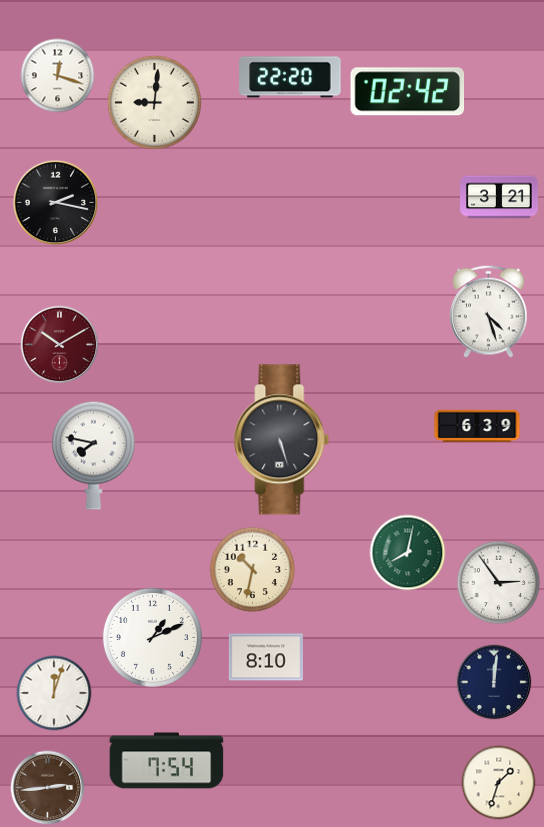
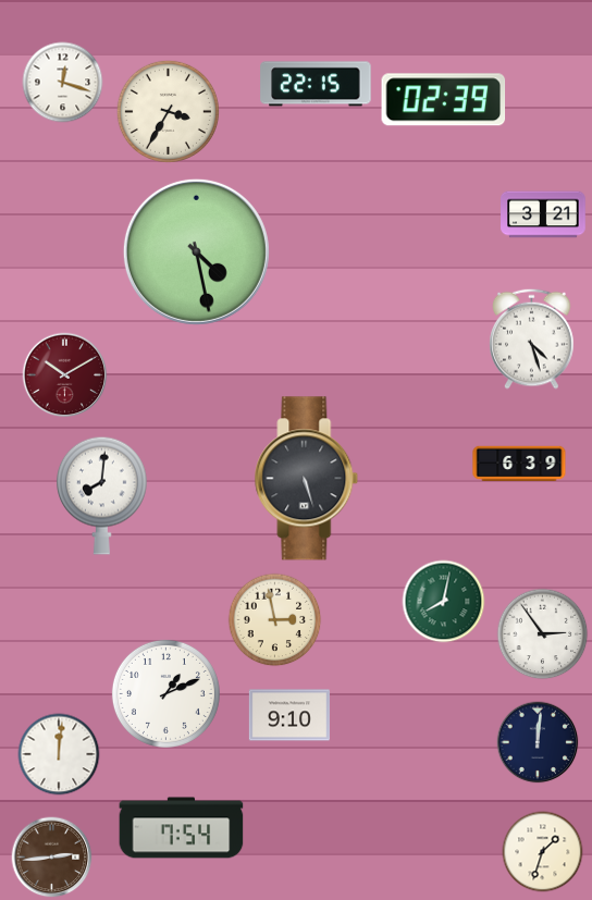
clock at (290, 77): 22:20 -> 22:15
clock at (408, 92): 02:42 -> 02:39
clock at (154, 102): 9:01 -> 3:35
clock at (56, 203): 2:17 -> none
clock at (196, 251): none -> 4:28
clock at (94, 455): 7:47 -> 8:01
clock at (253, 570): 10:32 -> 2:58
clock at (266, 657): 8:10 -> 9:10
clock at (54, 693): 12:03 -> 12:01
